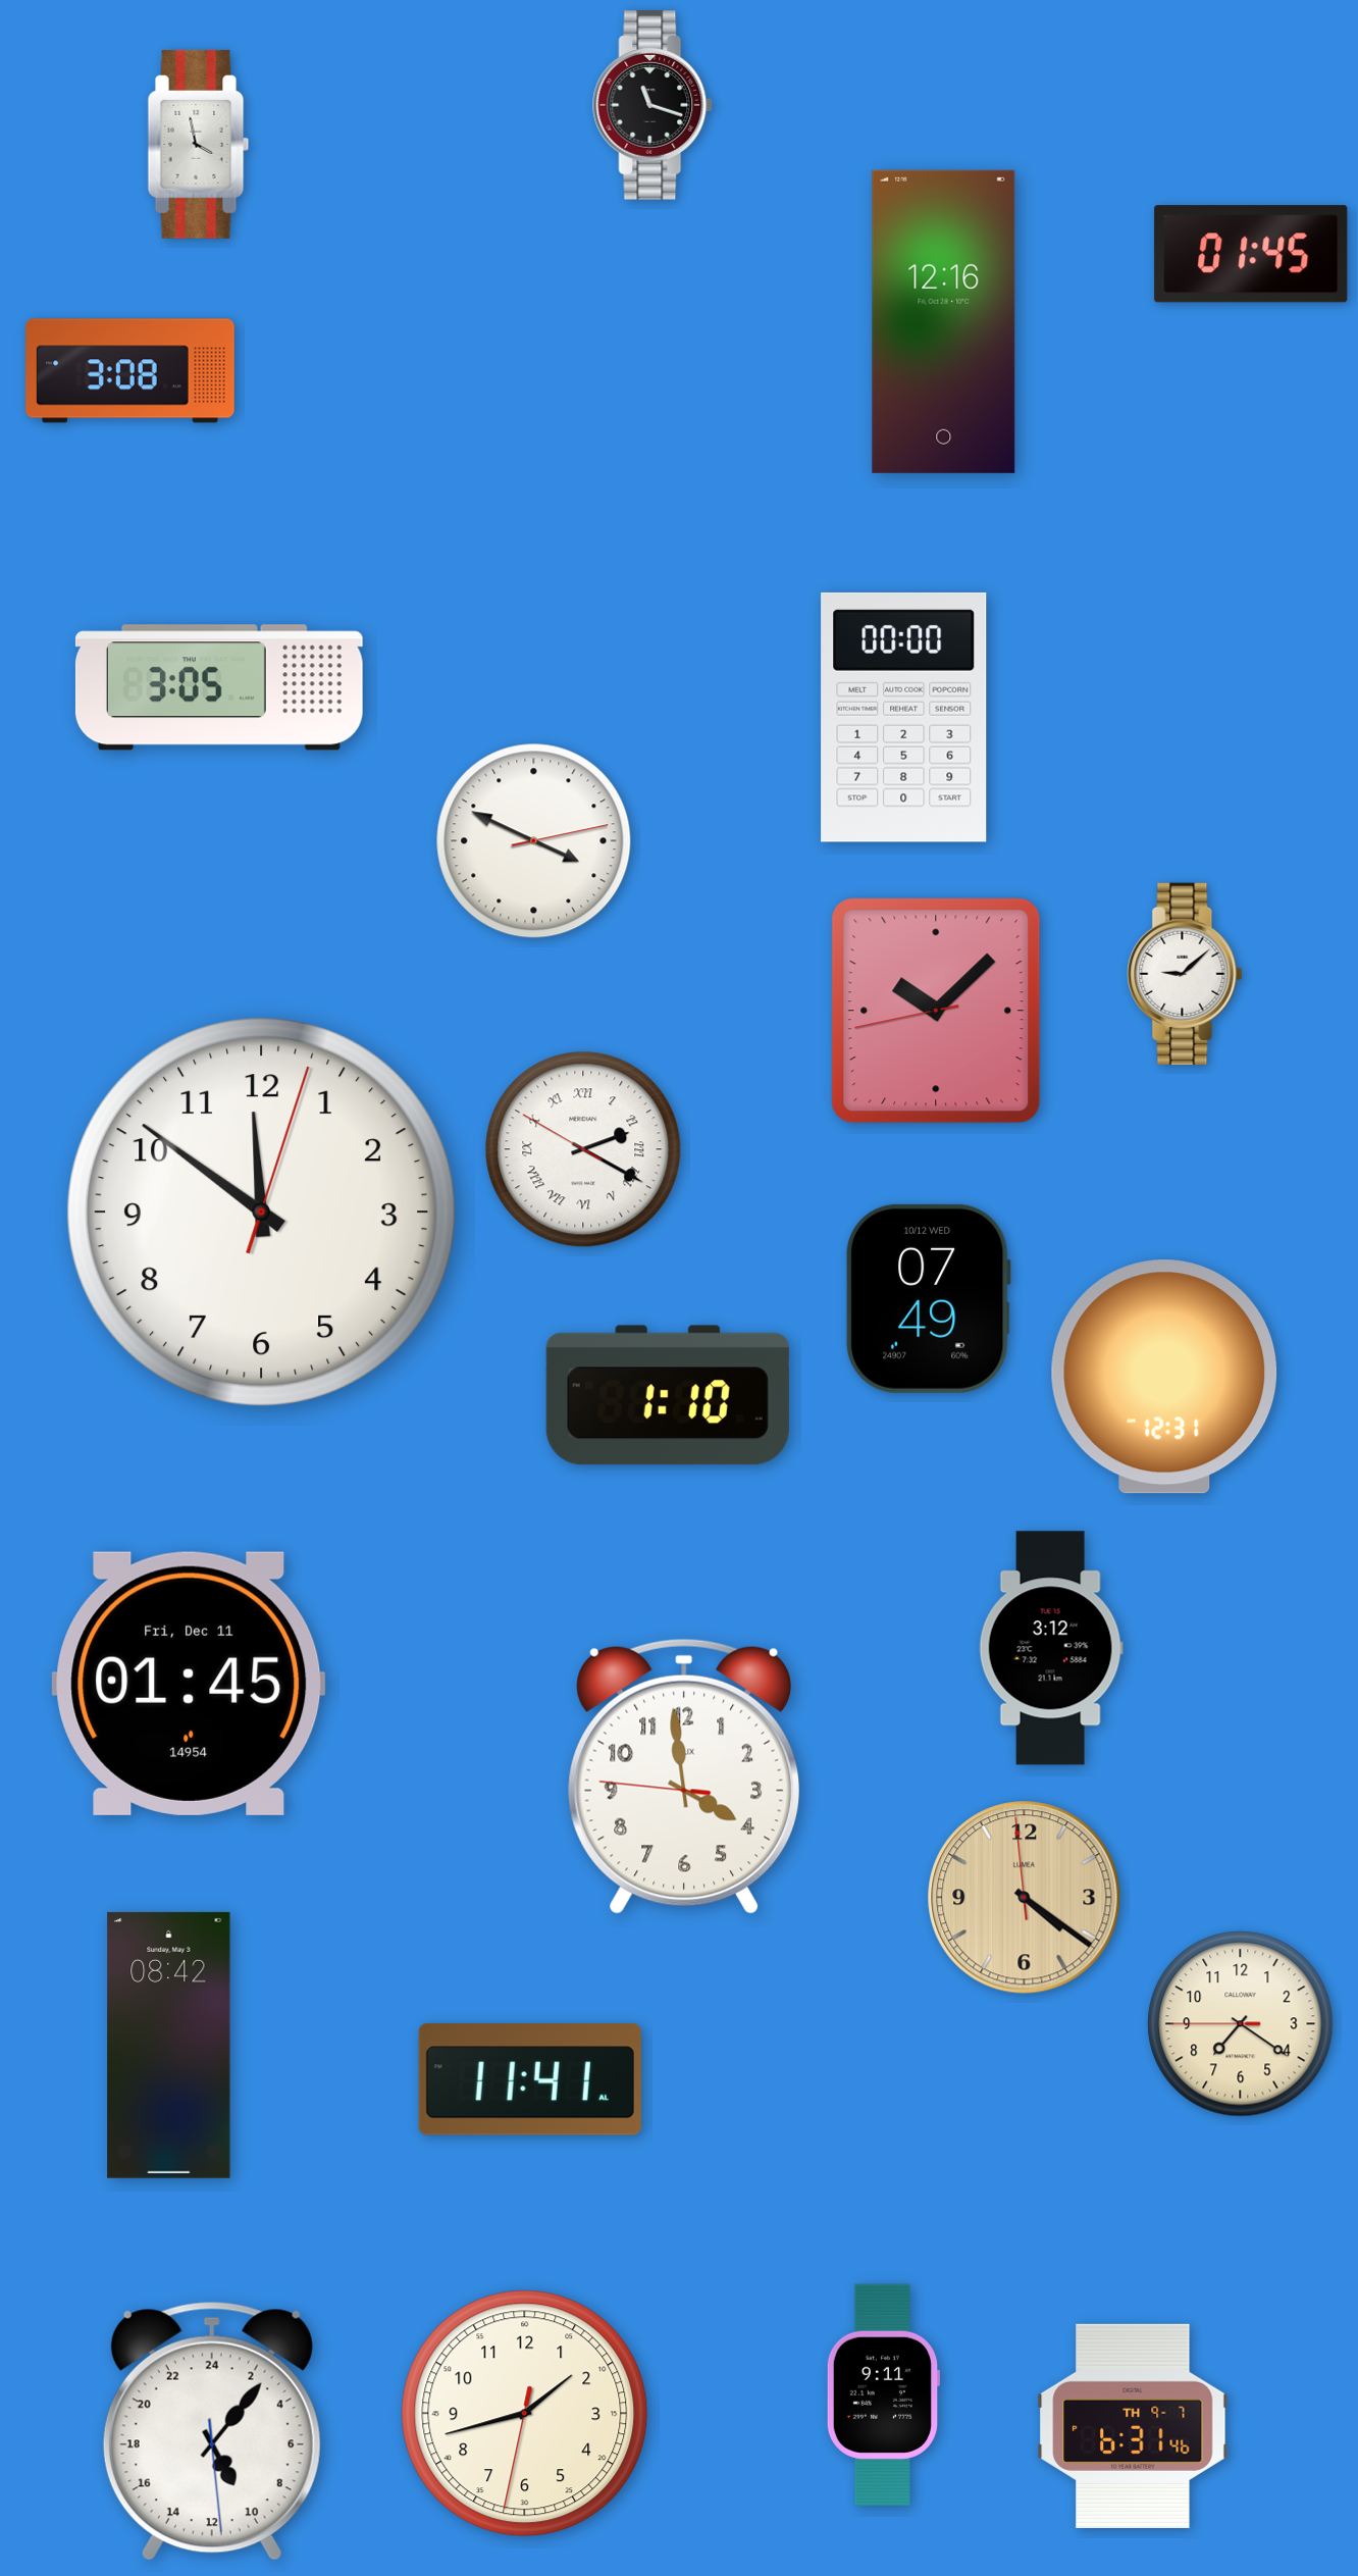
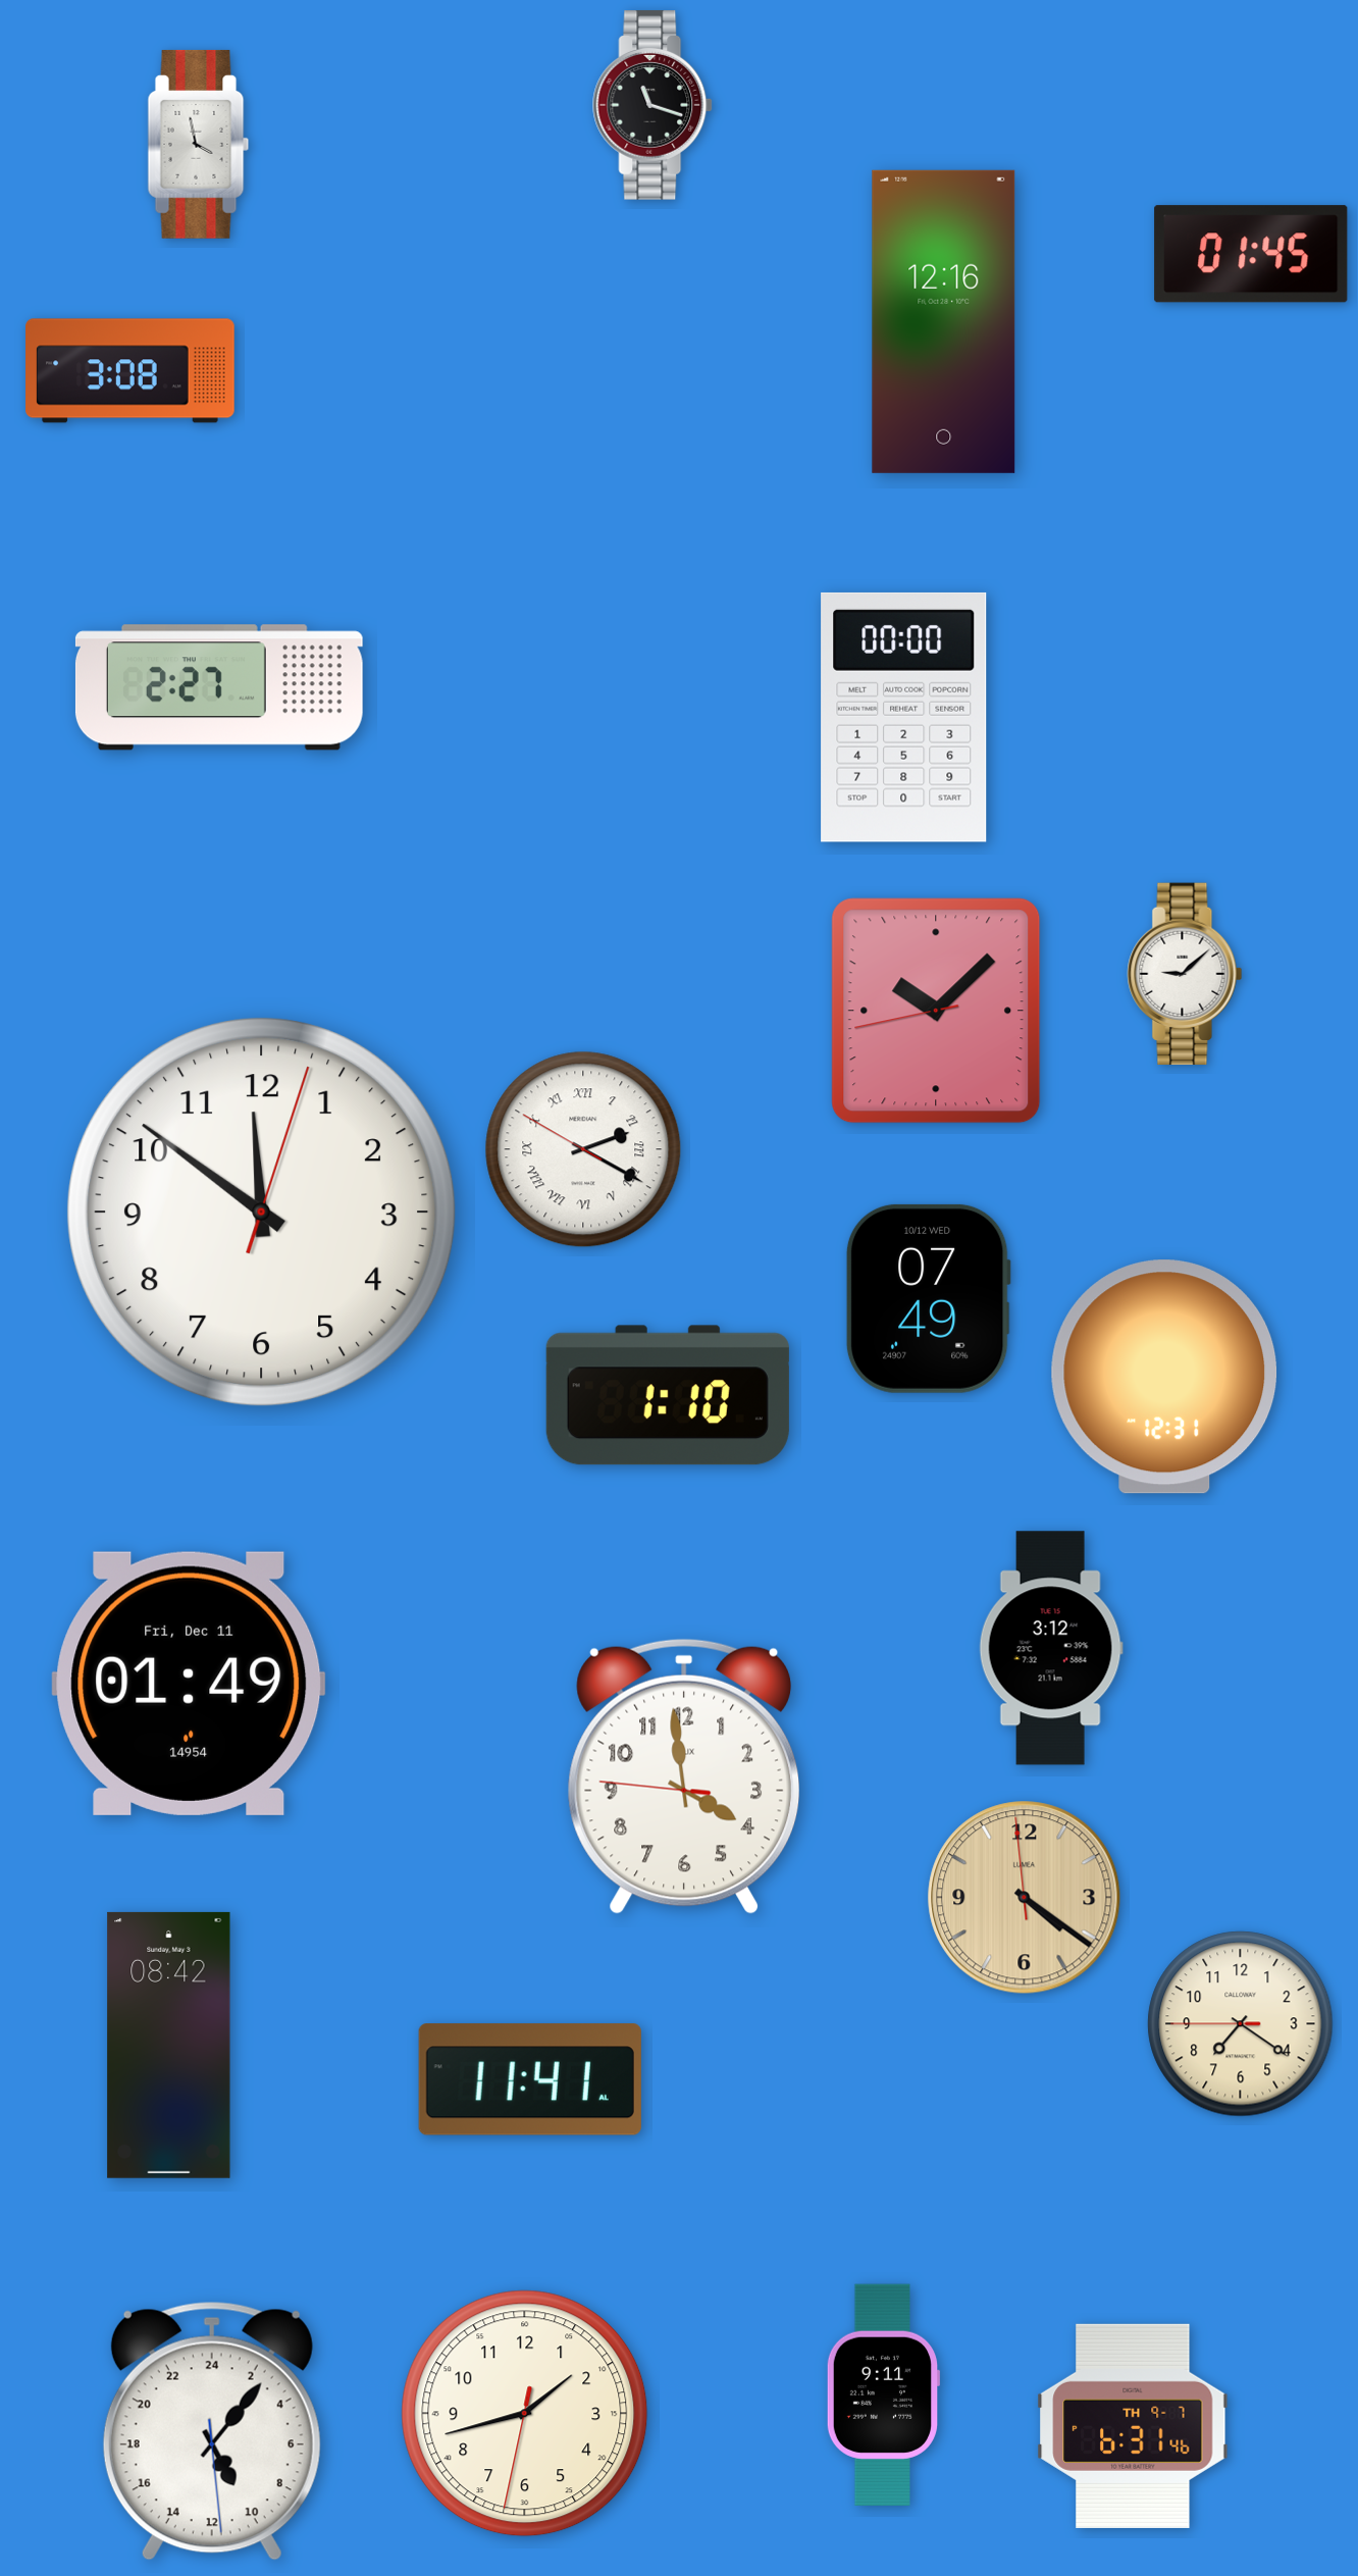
clock at (219, 687): 3:05 -> 2:27
clock at (534, 841): 3:49 -> none
clock at (189, 1684): 01:45 -> 01:49
